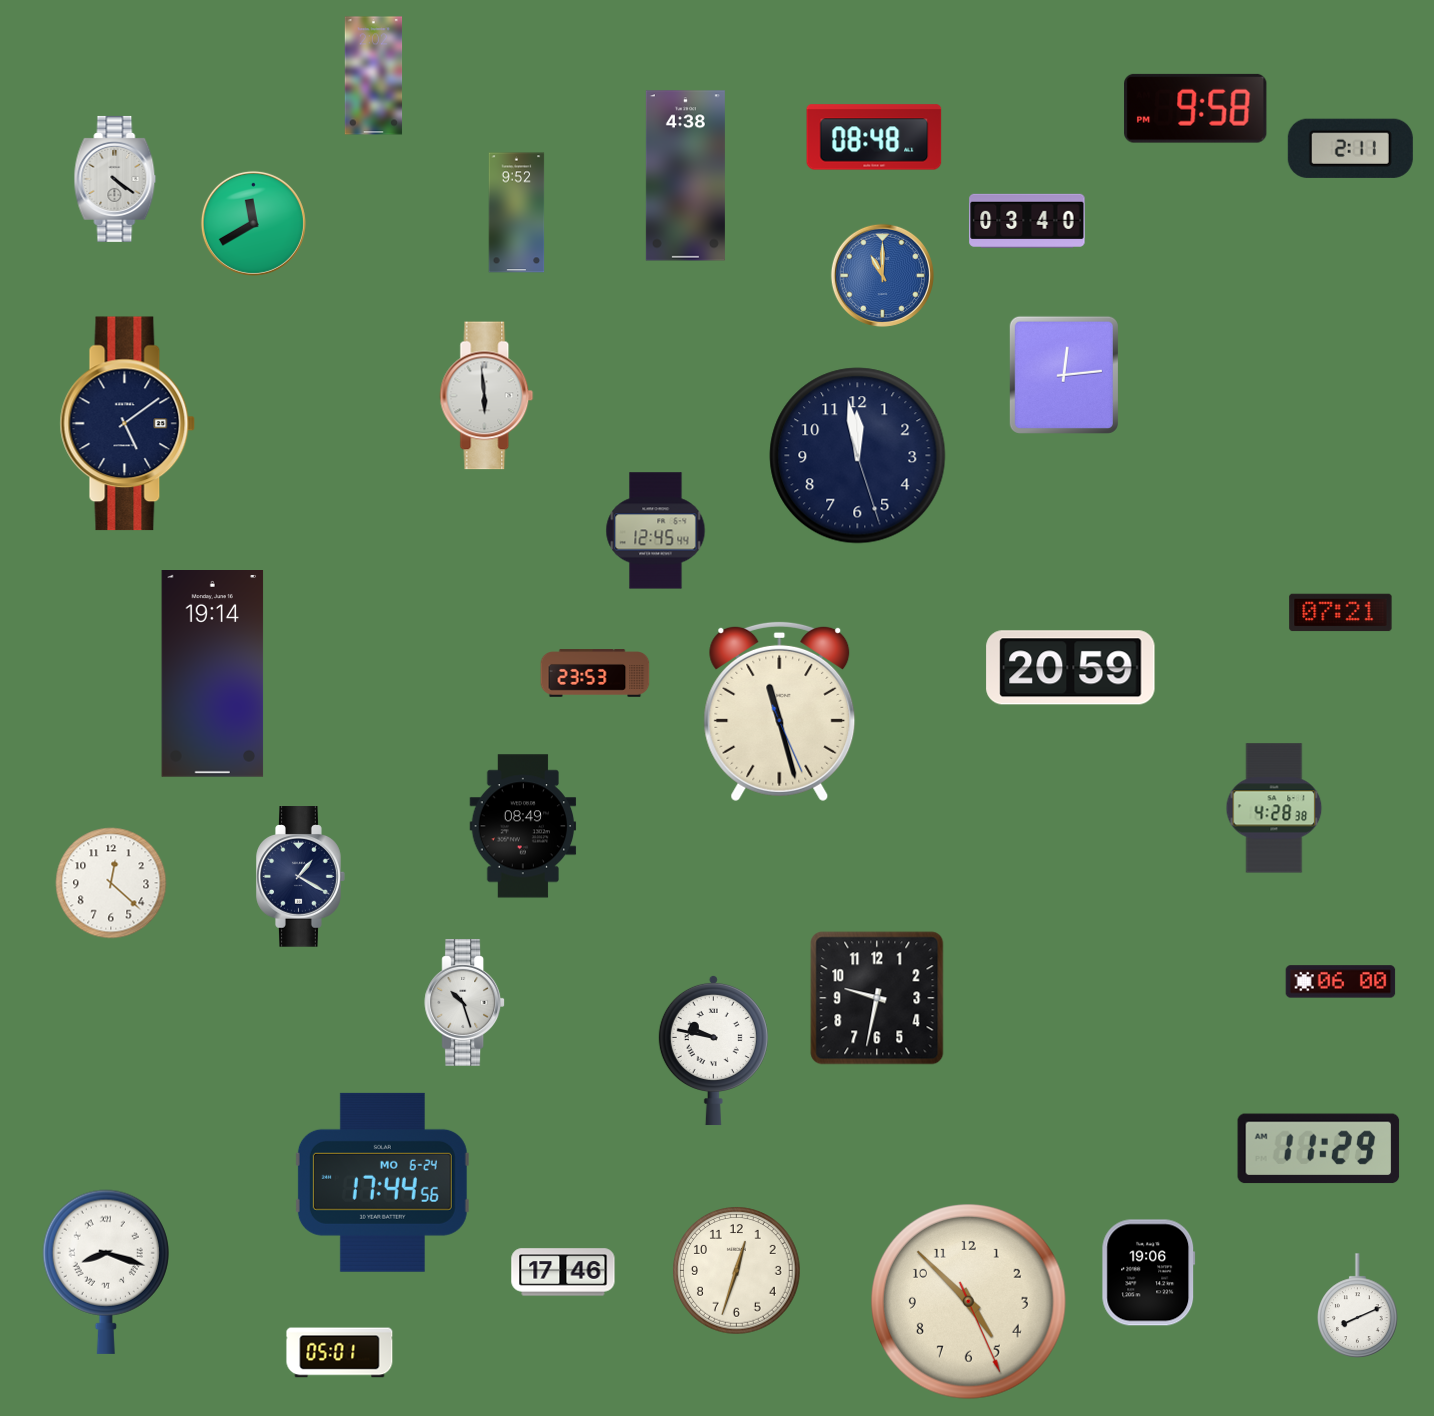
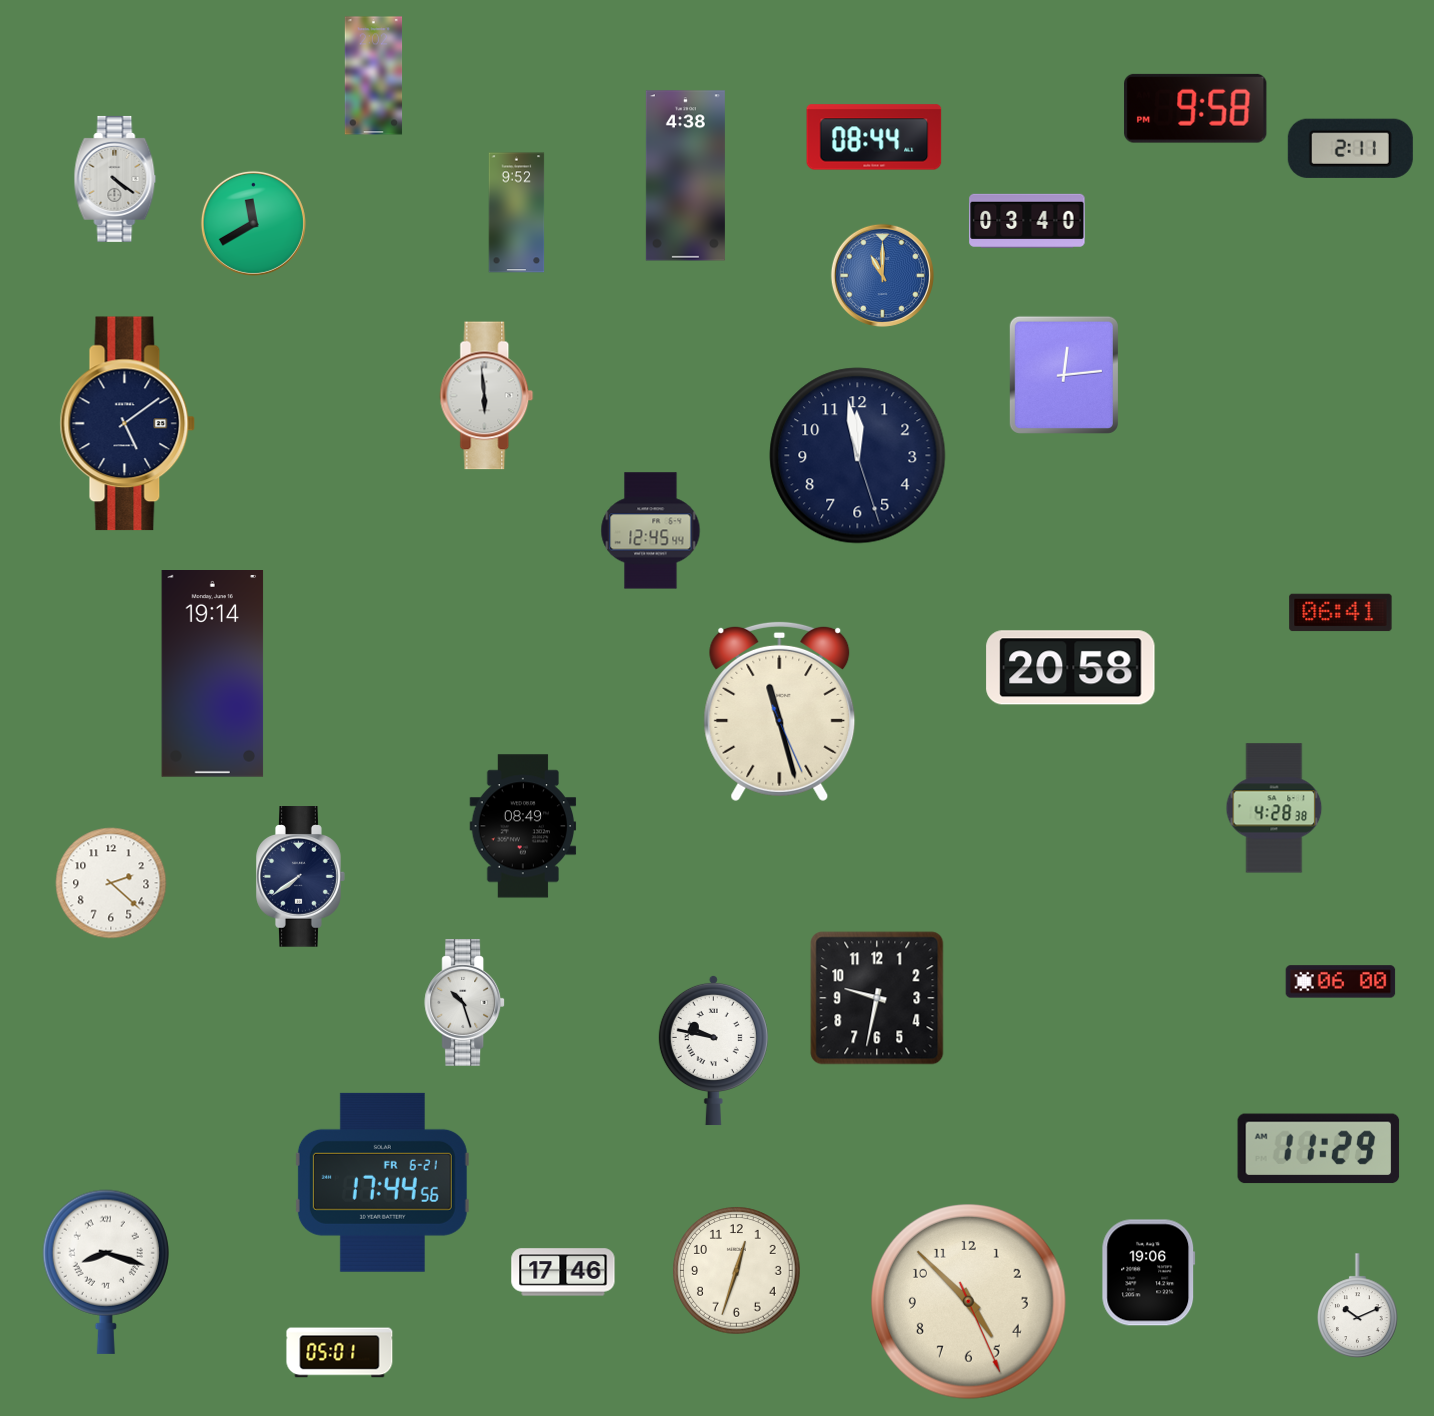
clock at (874, 137): 08:48 -> 08:44
clock at (656, 531) position: (656, 531) -> (651, 531)
clock at (1341, 613): 07:21 -> 06:41
clock at (1071, 668): 20:59 -> 20:58
clock at (595, 673): 23:53 -> none
clock at (301, 877): 1:20 -> 7:39
clock at (111, 883): 12:22 -> 2:22
clock at (382, 1182) date: MO 6-24 -> FR 6-21
clock at (1358, 1305): 8:11 -> 10:11
